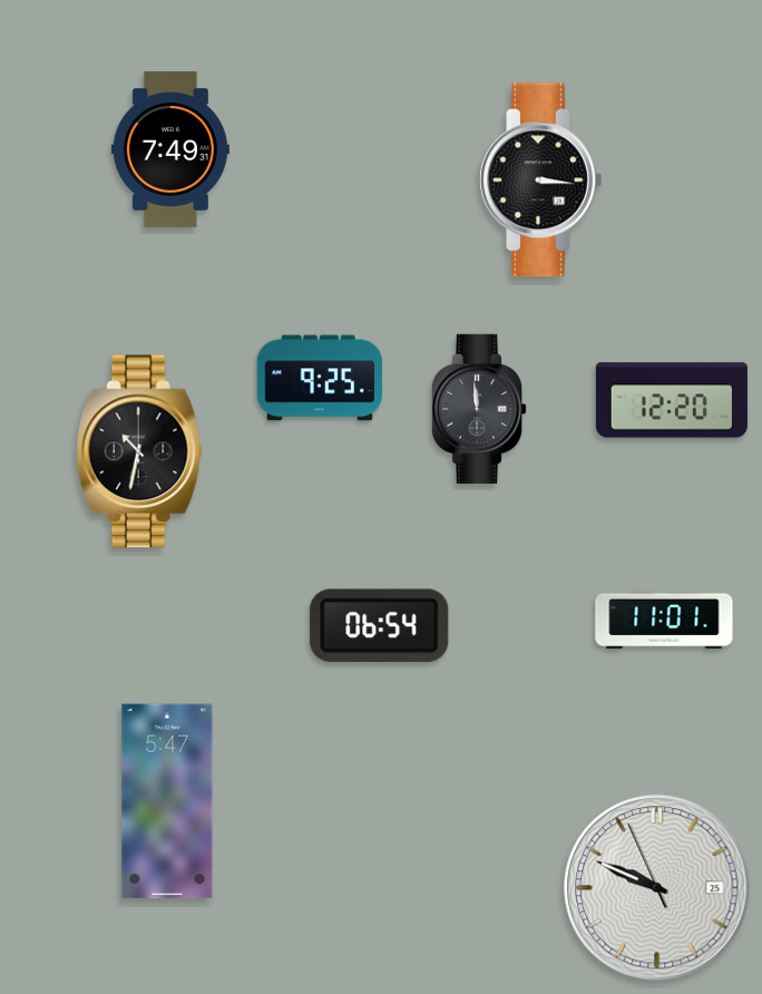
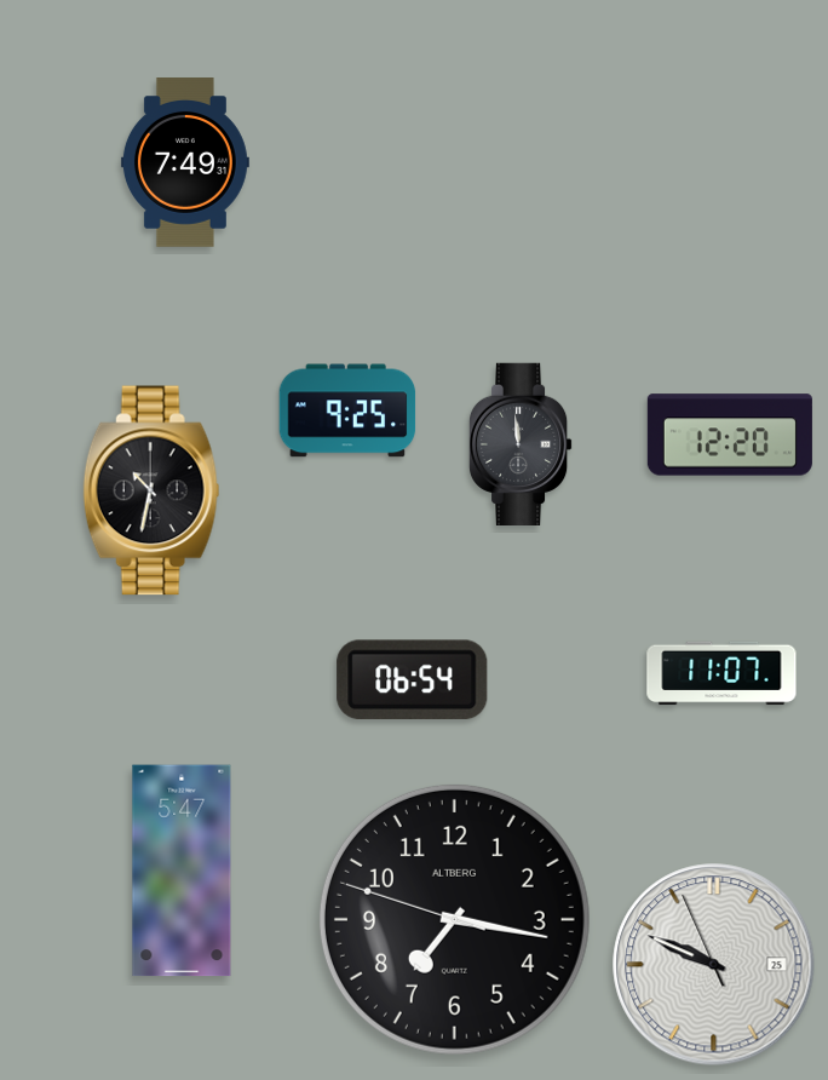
clock at (541, 181): 3:16 -> none
clock at (664, 620): 11:01 -> 11:07
clock at (454, 919): none -> 7:16
